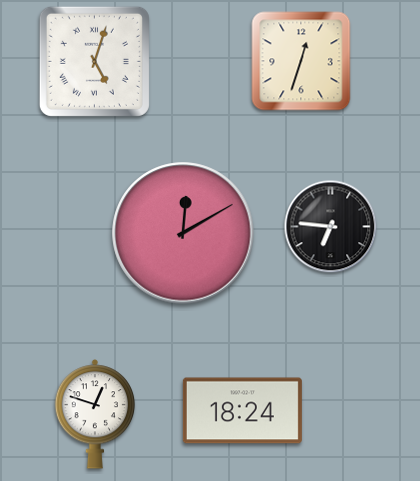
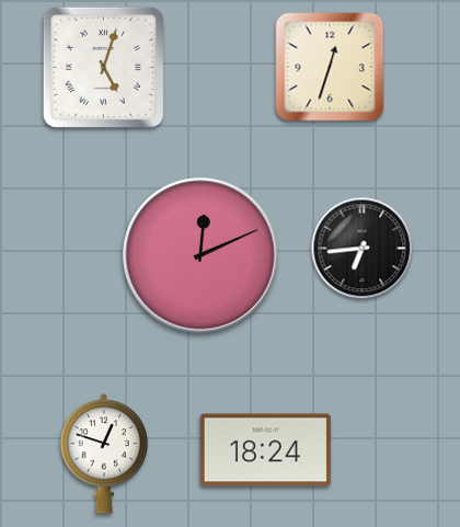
clock at (331, 227): 6:46 -> 6:44
clock at (183, 233): 12:10 -> 12:11
